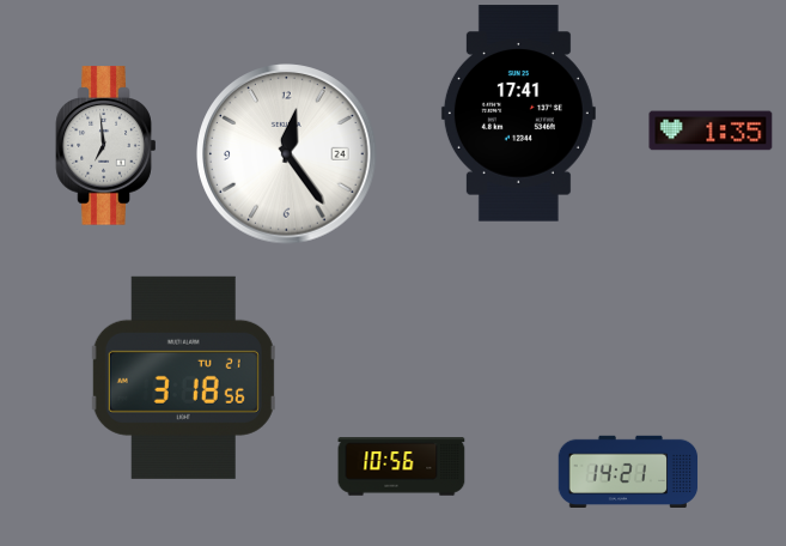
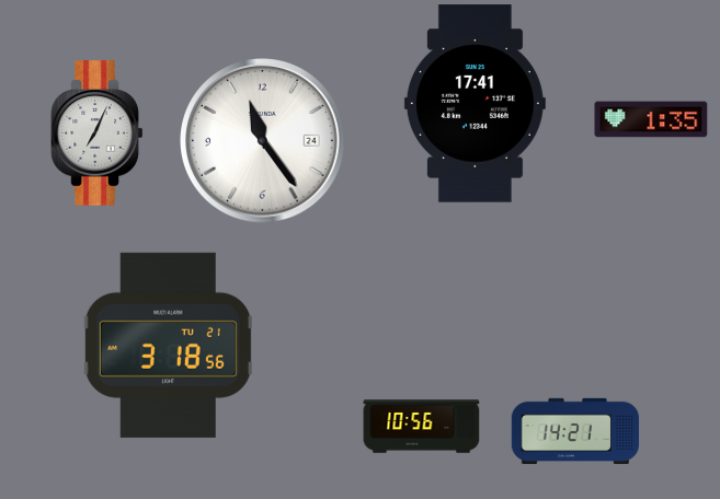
clock at (106, 146): 6:59 -> 7:04
clock at (287, 154): 12:24 -> 11:24
clock at (402, 467) position: (402, 467) -> (422, 427)
